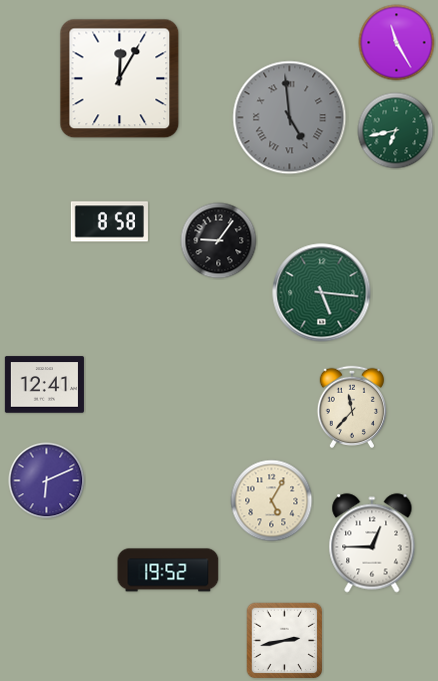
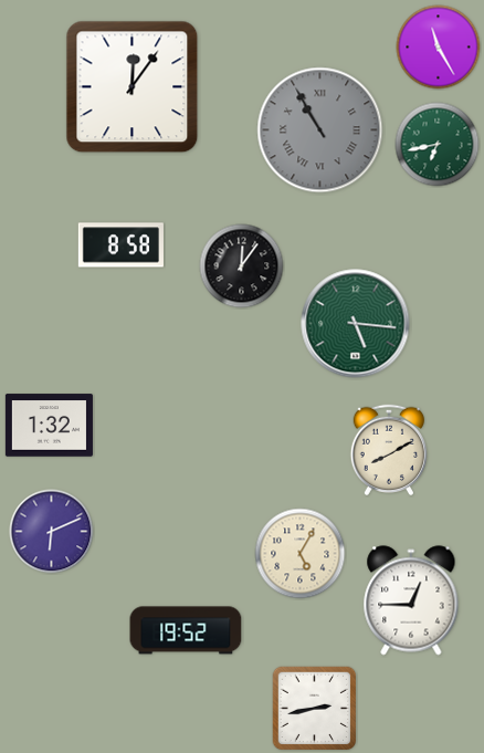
clock at (120, 79): 12:05 -> 12:06
clock at (290, 118): 4:59 -> 10:55
clock at (219, 241): 9:06 -> 12:06
clock at (44, 385): 12:41 -> 1:32
clock at (351, 407): 11:37 -> 8:10
